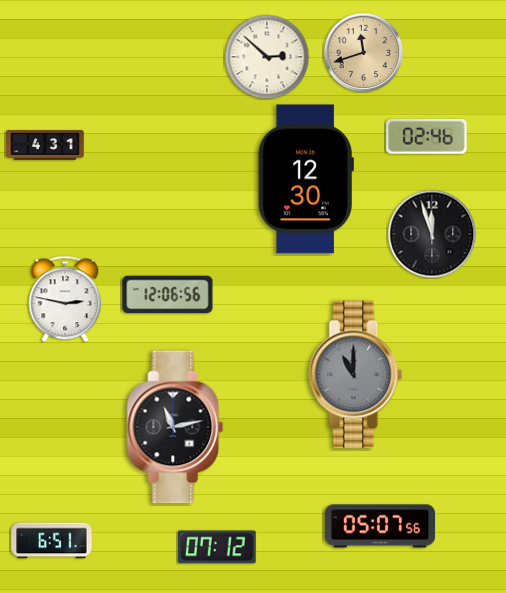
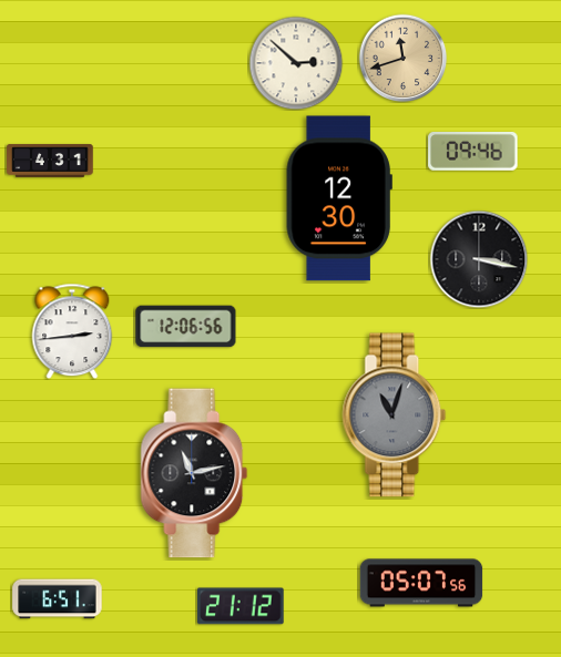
clock at (427, 136): 02:46 -> 09:46
clock at (432, 234): 11:57 -> 3:17
clock at (65, 299): 2:47 -> 2:44
clock at (356, 375): 11:00 -> 11:03
clock at (218, 547): 07:12 -> 21:12
